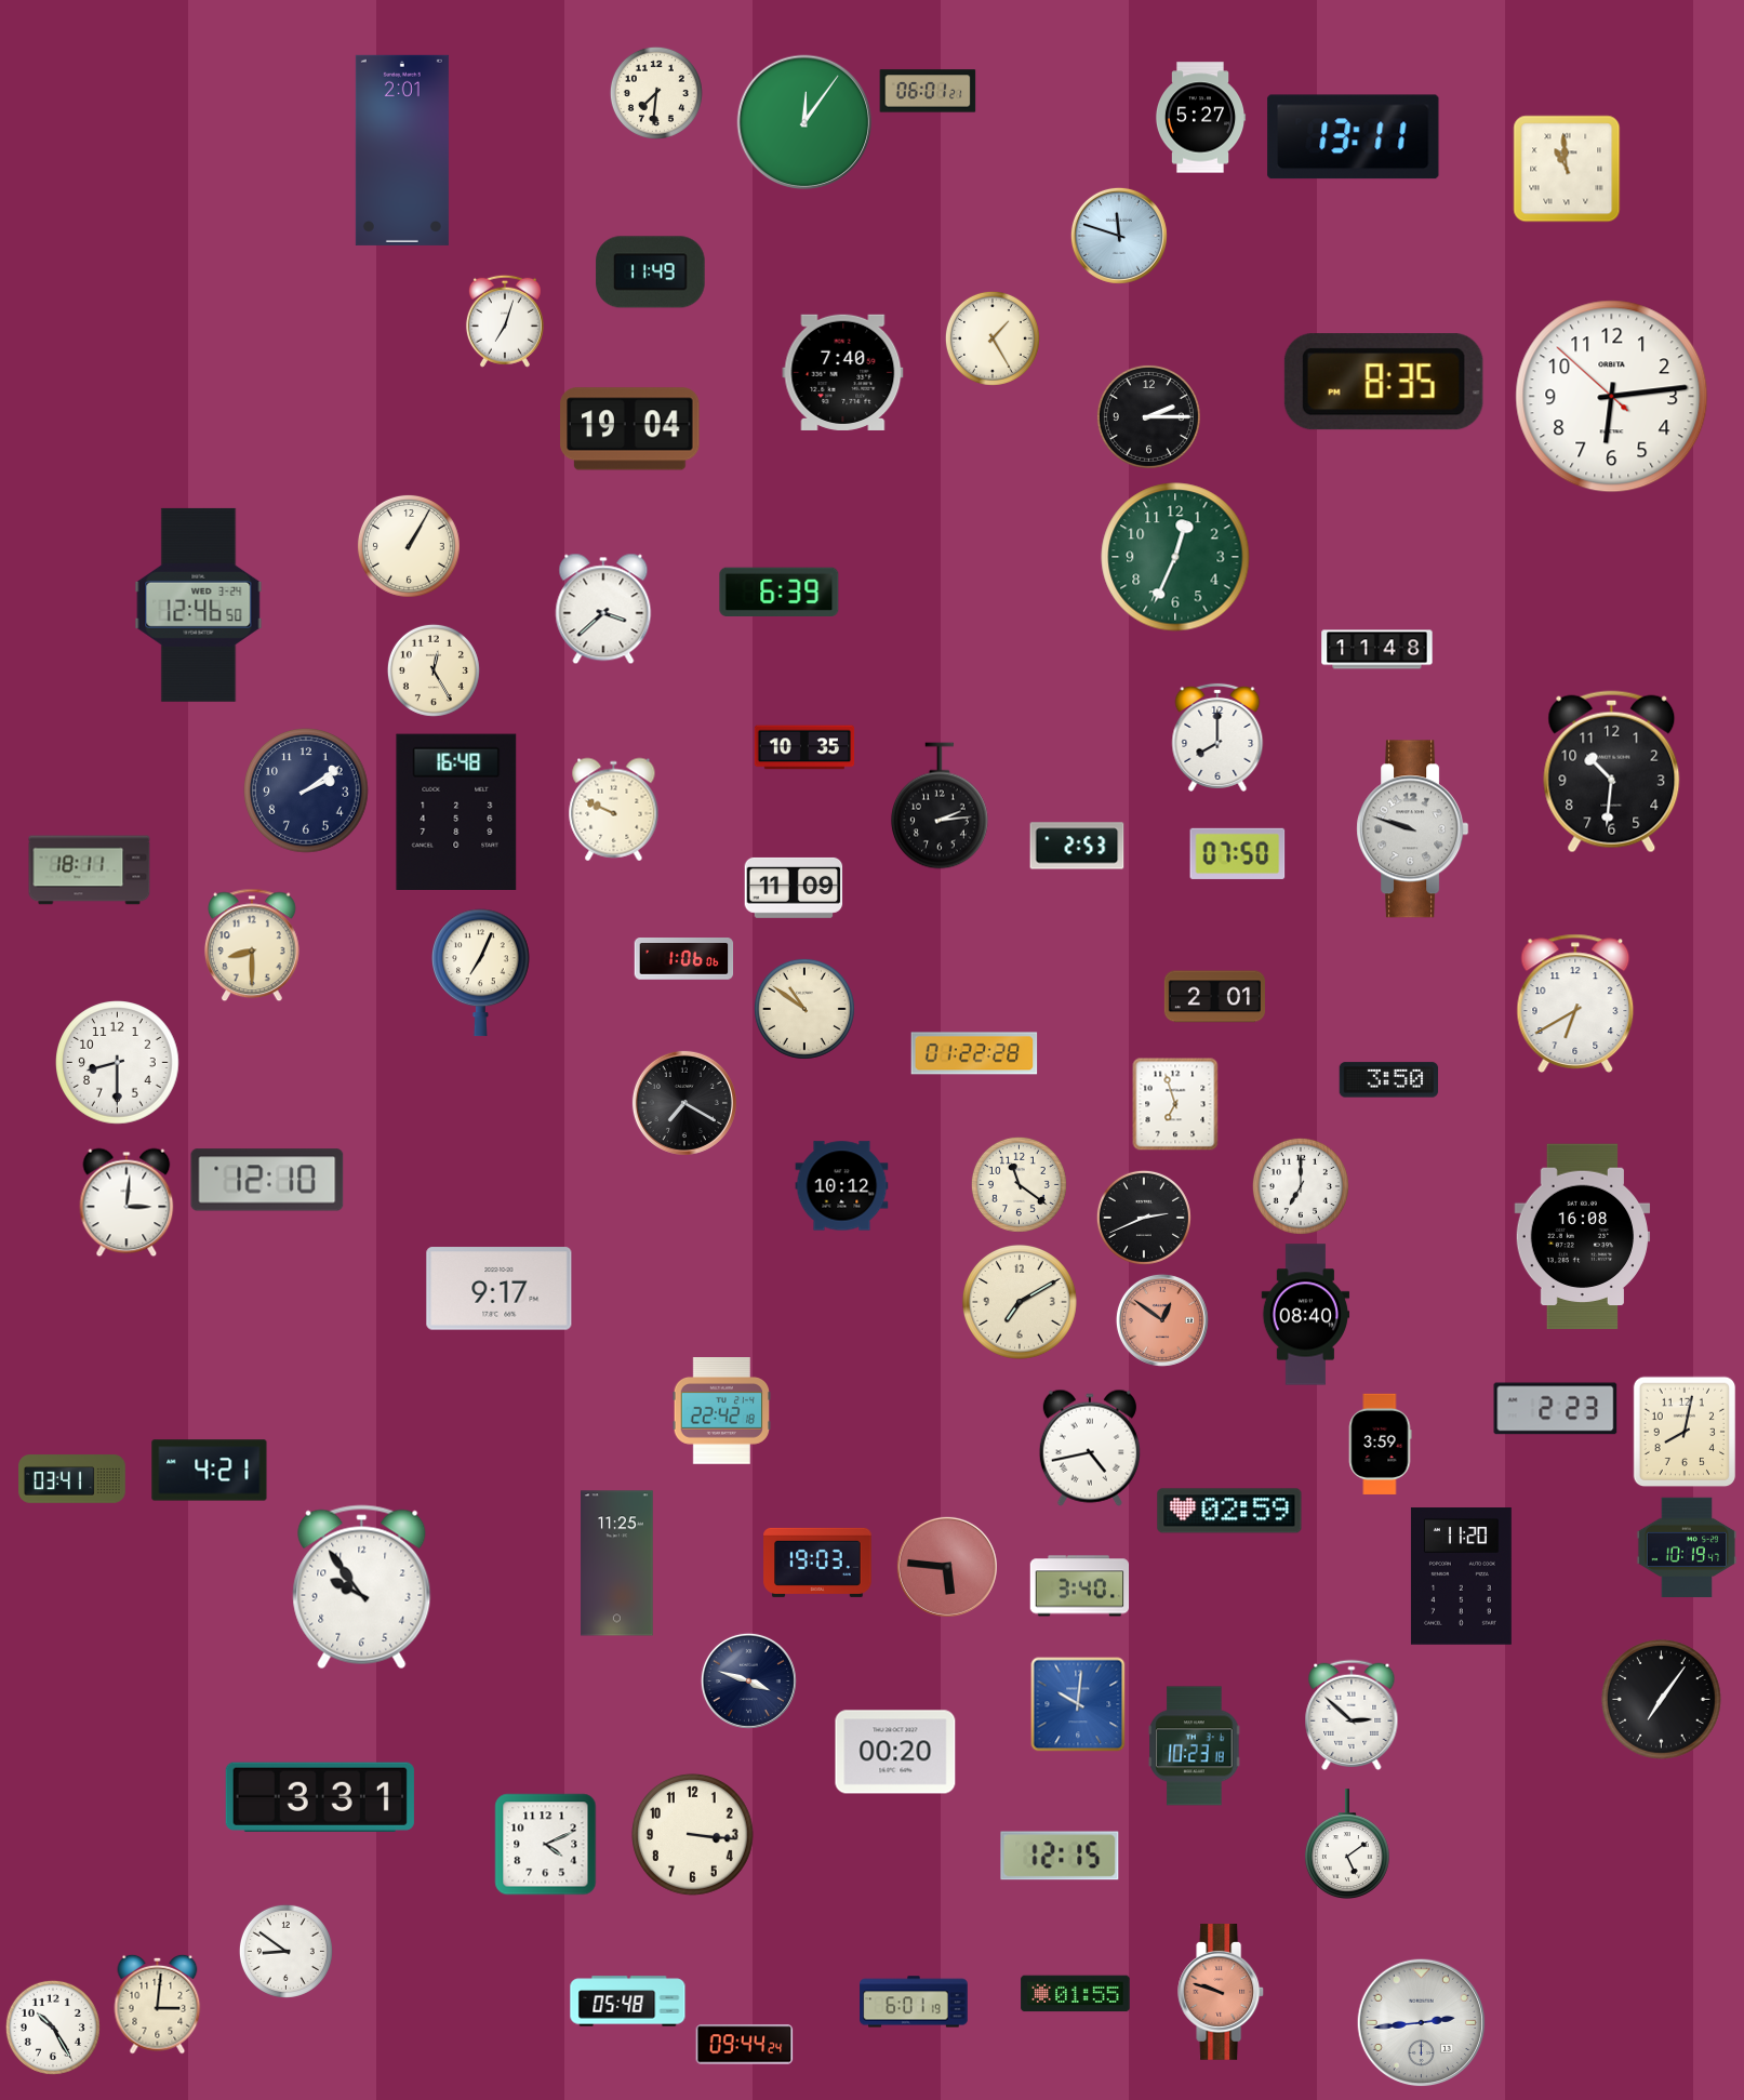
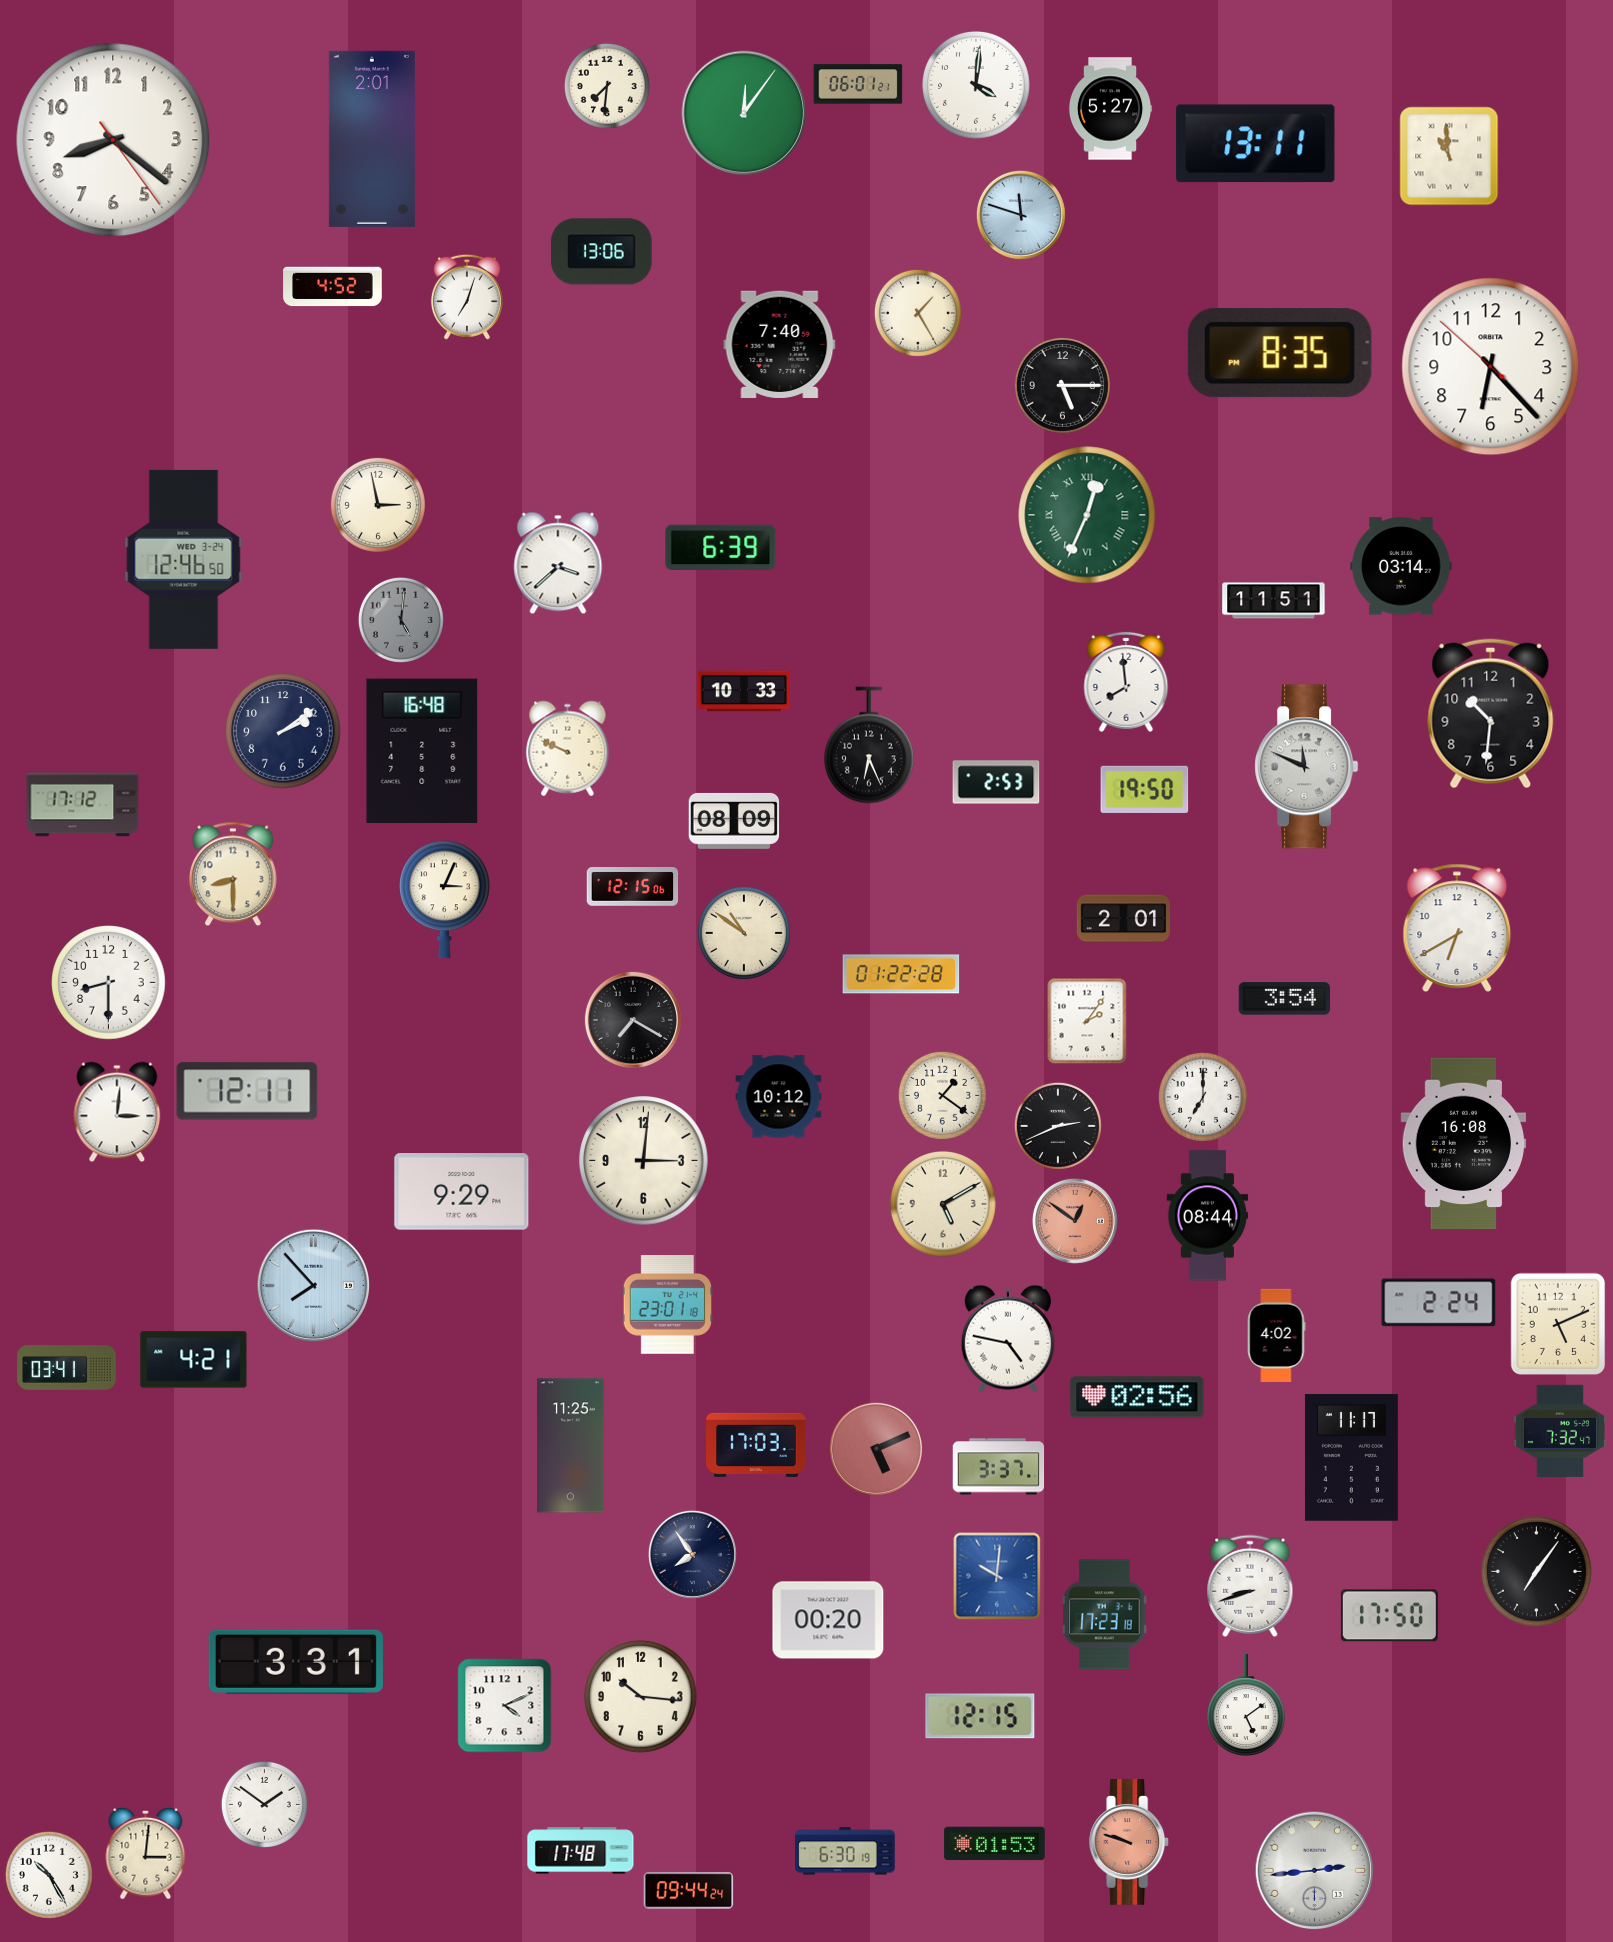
clock at (977, 86): none -> 4:01
clock at (1354, 137) position: (1354, 137) -> (1256, 144)
clock at (113, 140): none -> 8:21
clock at (1119, 236) position: (1119, 236) -> (1021, 215)
clock at (651, 273): 11:49 -> 13:06
clock at (333, 287): none -> 4:52
clock at (1612, 397): 6:13 -> 6:22
clock at (1148, 416): 2:15 -> 5:15
clock at (630, 429): 19:04 -> none
clock at (409, 546): 1:05 -> 2:58
clock at (1175, 557) numerals: Arabic -> Roman
clock at (1401, 566): none -> 03:14
clock at (1377, 650): 11:48 -> 11:51
clock at (434, 670): 12:25 -> 5:01
clock at (434, 670) dial: cream -> grey
clock at (1217, 737): 8:00 -> 7:59
clock at (804, 747): 10:35 -> 10:33
clock at (941, 806): 2:14 -> 6:26
clock at (1413, 829): 9:48 -> 11:49
clock at (1238, 853): 07:50 -> 19:50
clock at (90, 870): 18:11 -> 17:12
clock at (794, 888): 11:09 -> 08:09
clock at (684, 959): 1:06 -> 12:15
clock at (481, 973): 7:04 -> 3:04
clock at (1214, 997) position: (1214, 997) -> (1123, 919)
clock at (1389, 1080): 3:50 -> 3:54
clock at (1175, 1104): 6:57 -> 2:06
clock at (267, 1180): 12:10 -> 12:11
clock at (1019, 1184): 11:21 -> 1:21
clock at (644, 1161): none -> 3:01
clock at (500, 1289): 9:17 -> 9:29
clock at (1020, 1302): 7:10 -> 5:10
clock at (1306, 1315): 08:40 -> 08:44
clock at (313, 1285): none -> 7:53
clock at (1556, 1409): 2:23 -> 2:24
clock at (721, 1411): 22:42 -> 23:01
clock at (1685, 1432): 8:02 -> 5:11
clock at (1380, 1444): 3:59 -> 4:02
clock at (1090, 1448): 4:43 -> 4:47
clock at (1229, 1511): 02:59 -> 02:56
clock at (1687, 1547): 10:19 -> 7:32
clock at (817, 1563): 19:03 -> 17:03
clock at (947, 1567): 5:46 -> 5:11
clock at (1461, 1577): 11:20 -> 11:17
clock at (1080, 1586): 3:40 -> 3:37
clock at (362, 1587): 9:54 -> none
clock at (748, 1680): 3:48 -> 7:54
clock at (1352, 1715): 2:52 -> 8:42
clock at (1195, 1746): 10:23 -> 17:23
clock at (1389, 1616): none -> 17:50
clock at (693, 1835): 3:16 -> 10:16
clock at (285, 1951): 8:51 -> 1:51
clock at (1076, 1994): 01:55 -> 01:53
clock at (628, 2002): 05:48 -> 17:48
clock at (914, 2002): 6:01 -> 6:30
